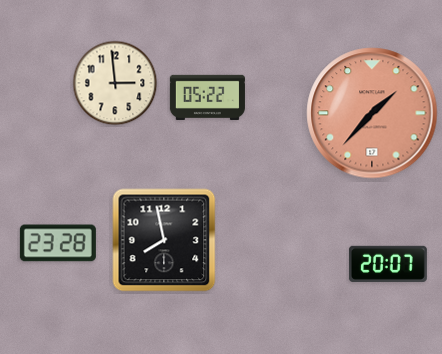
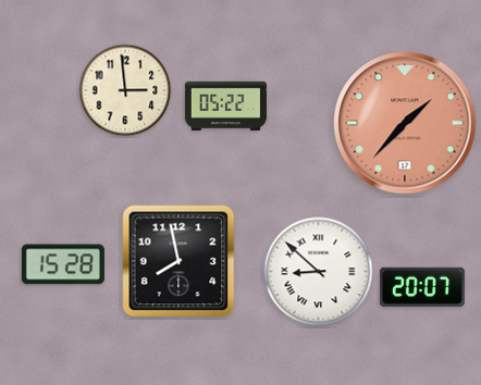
clock at (58, 243): 23:28 -> 15:28
clock at (319, 272): none -> 8:52
